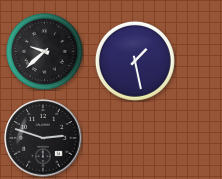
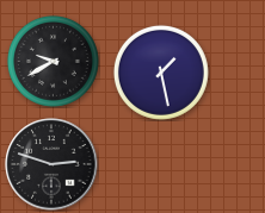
clock at (44, 51): 9:38 -> 9:40
